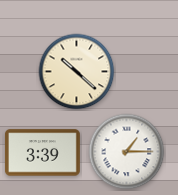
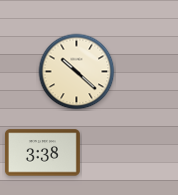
clock at (127, 152): 1:15 -> none
clock at (43, 153): 3:39 -> 3:38
